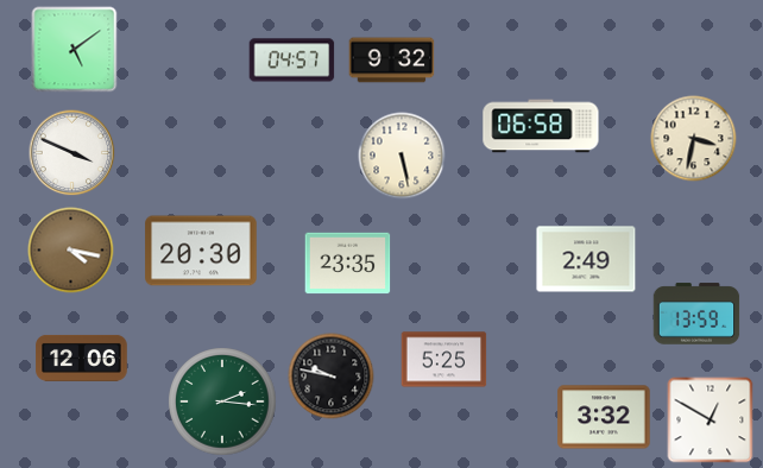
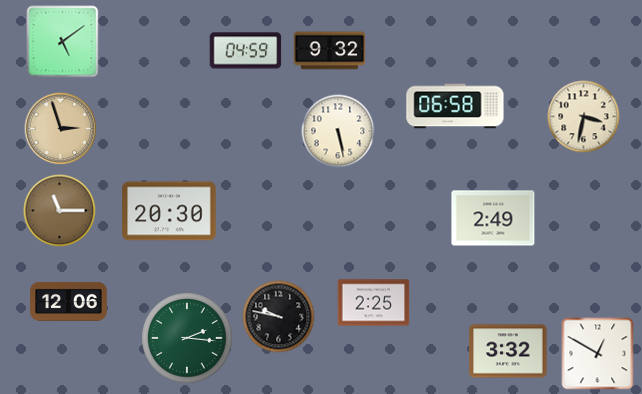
clock at (292, 61): 04:57 -> 04:59
clock at (72, 153): 3:49 -> 2:57
clock at (72, 153) dial: white -> champagne
clock at (71, 251): 4:17 -> 11:15
clock at (348, 264): 23:35 -> none
clock at (696, 314): 13:59 -> none
clock at (444, 360): 5:25 -> 2:25
